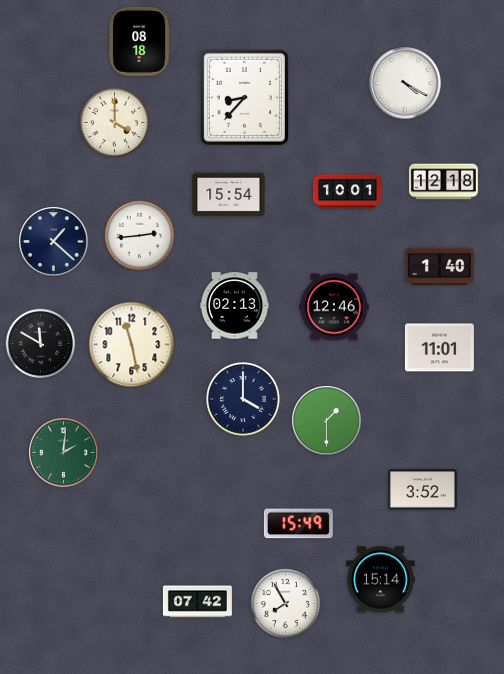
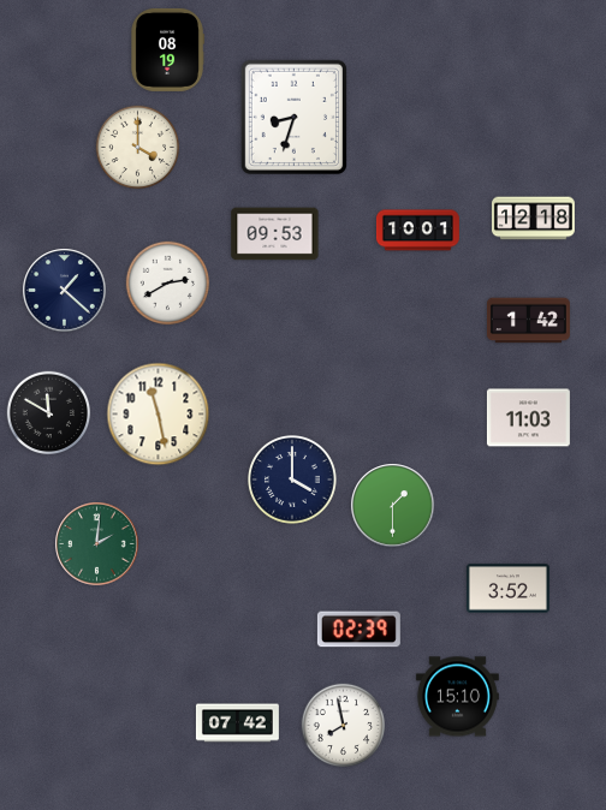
clock at (139, 41): 08:18 -> 08:19
clock at (405, 83): 4:20 -> none
clock at (244, 97): 8:37 -> 8:33
clock at (229, 195): 15:54 -> 09:53
clock at (140, 236): 2:44 -> 2:40
clock at (439, 267): 1:40 -> 1:42
clock at (234, 306): 02:13 -> none
clock at (335, 307): 12:46 -> none
clock at (439, 348): 11:01 -> 11:03
clock at (64, 453) position: (64, 453) -> (97, 544)
clock at (298, 524): 15:49 -> 02:39
clock at (380, 580): 15:14 -> 15:10
clock at (286, 604): 7:55 -> 7:58
